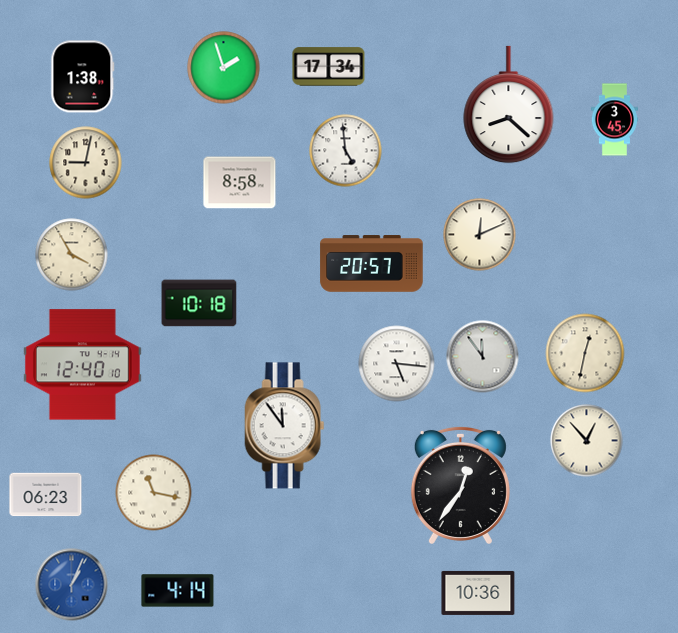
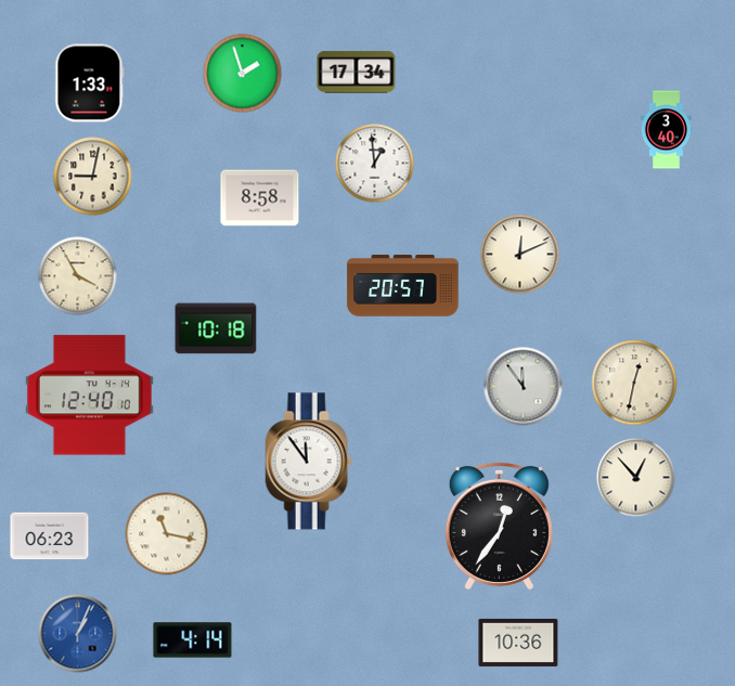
clock at (83, 77): 1:38 -> 1:33
clock at (509, 105): 8:22 -> none
clock at (614, 120): 3:45 -> 3:40
clock at (346, 151): 4:59 -> 12:59
clock at (397, 364): 5:16 -> none
